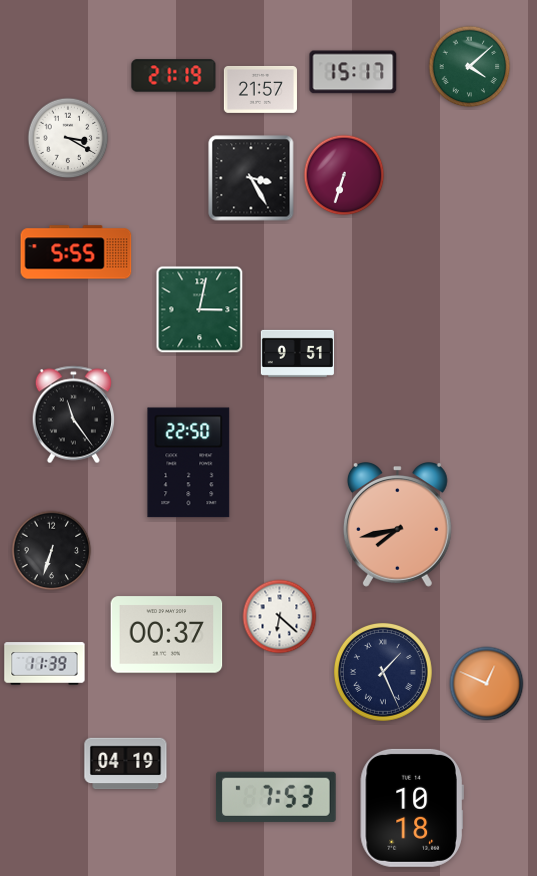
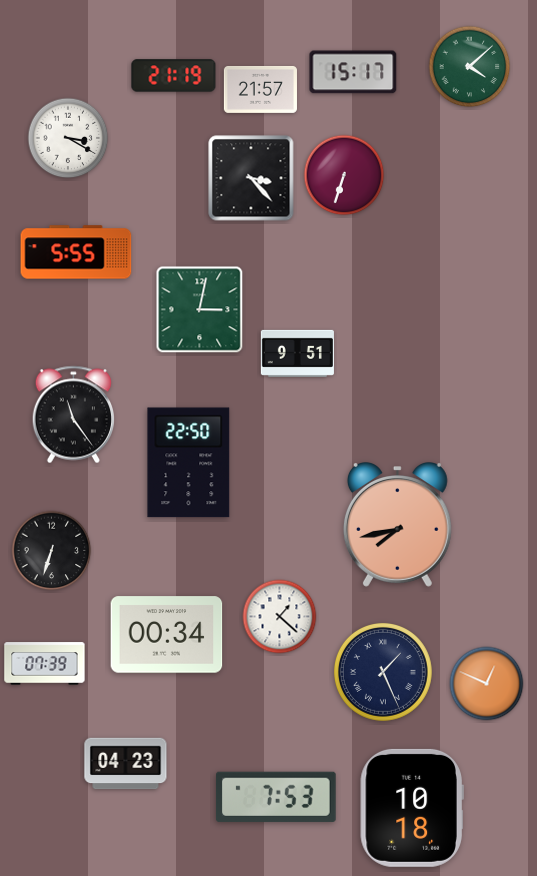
clock at (251, 178): 3:25 -> 3:23
clock at (280, 617): 6:22 -> 1:22
clock at (167, 635): 00:37 -> 00:34
clock at (45, 664): 11:39 -> 07:39
clock at (126, 764): 04:19 -> 04:23
